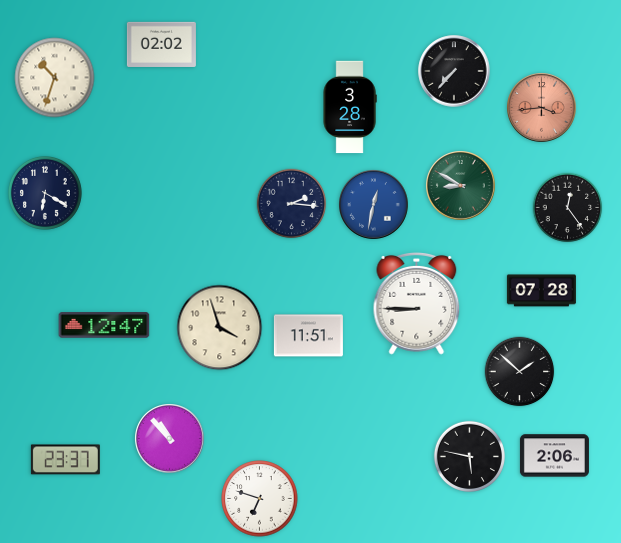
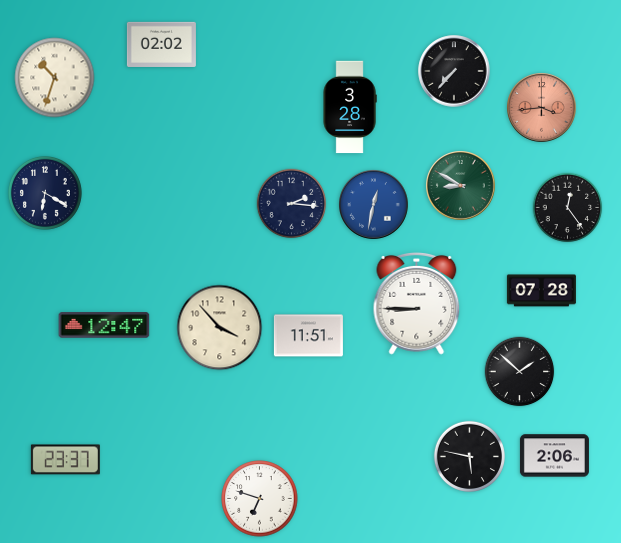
clock at (220, 328): 3:57 -> 3:53
clock at (170, 439): 10:53 -> none
